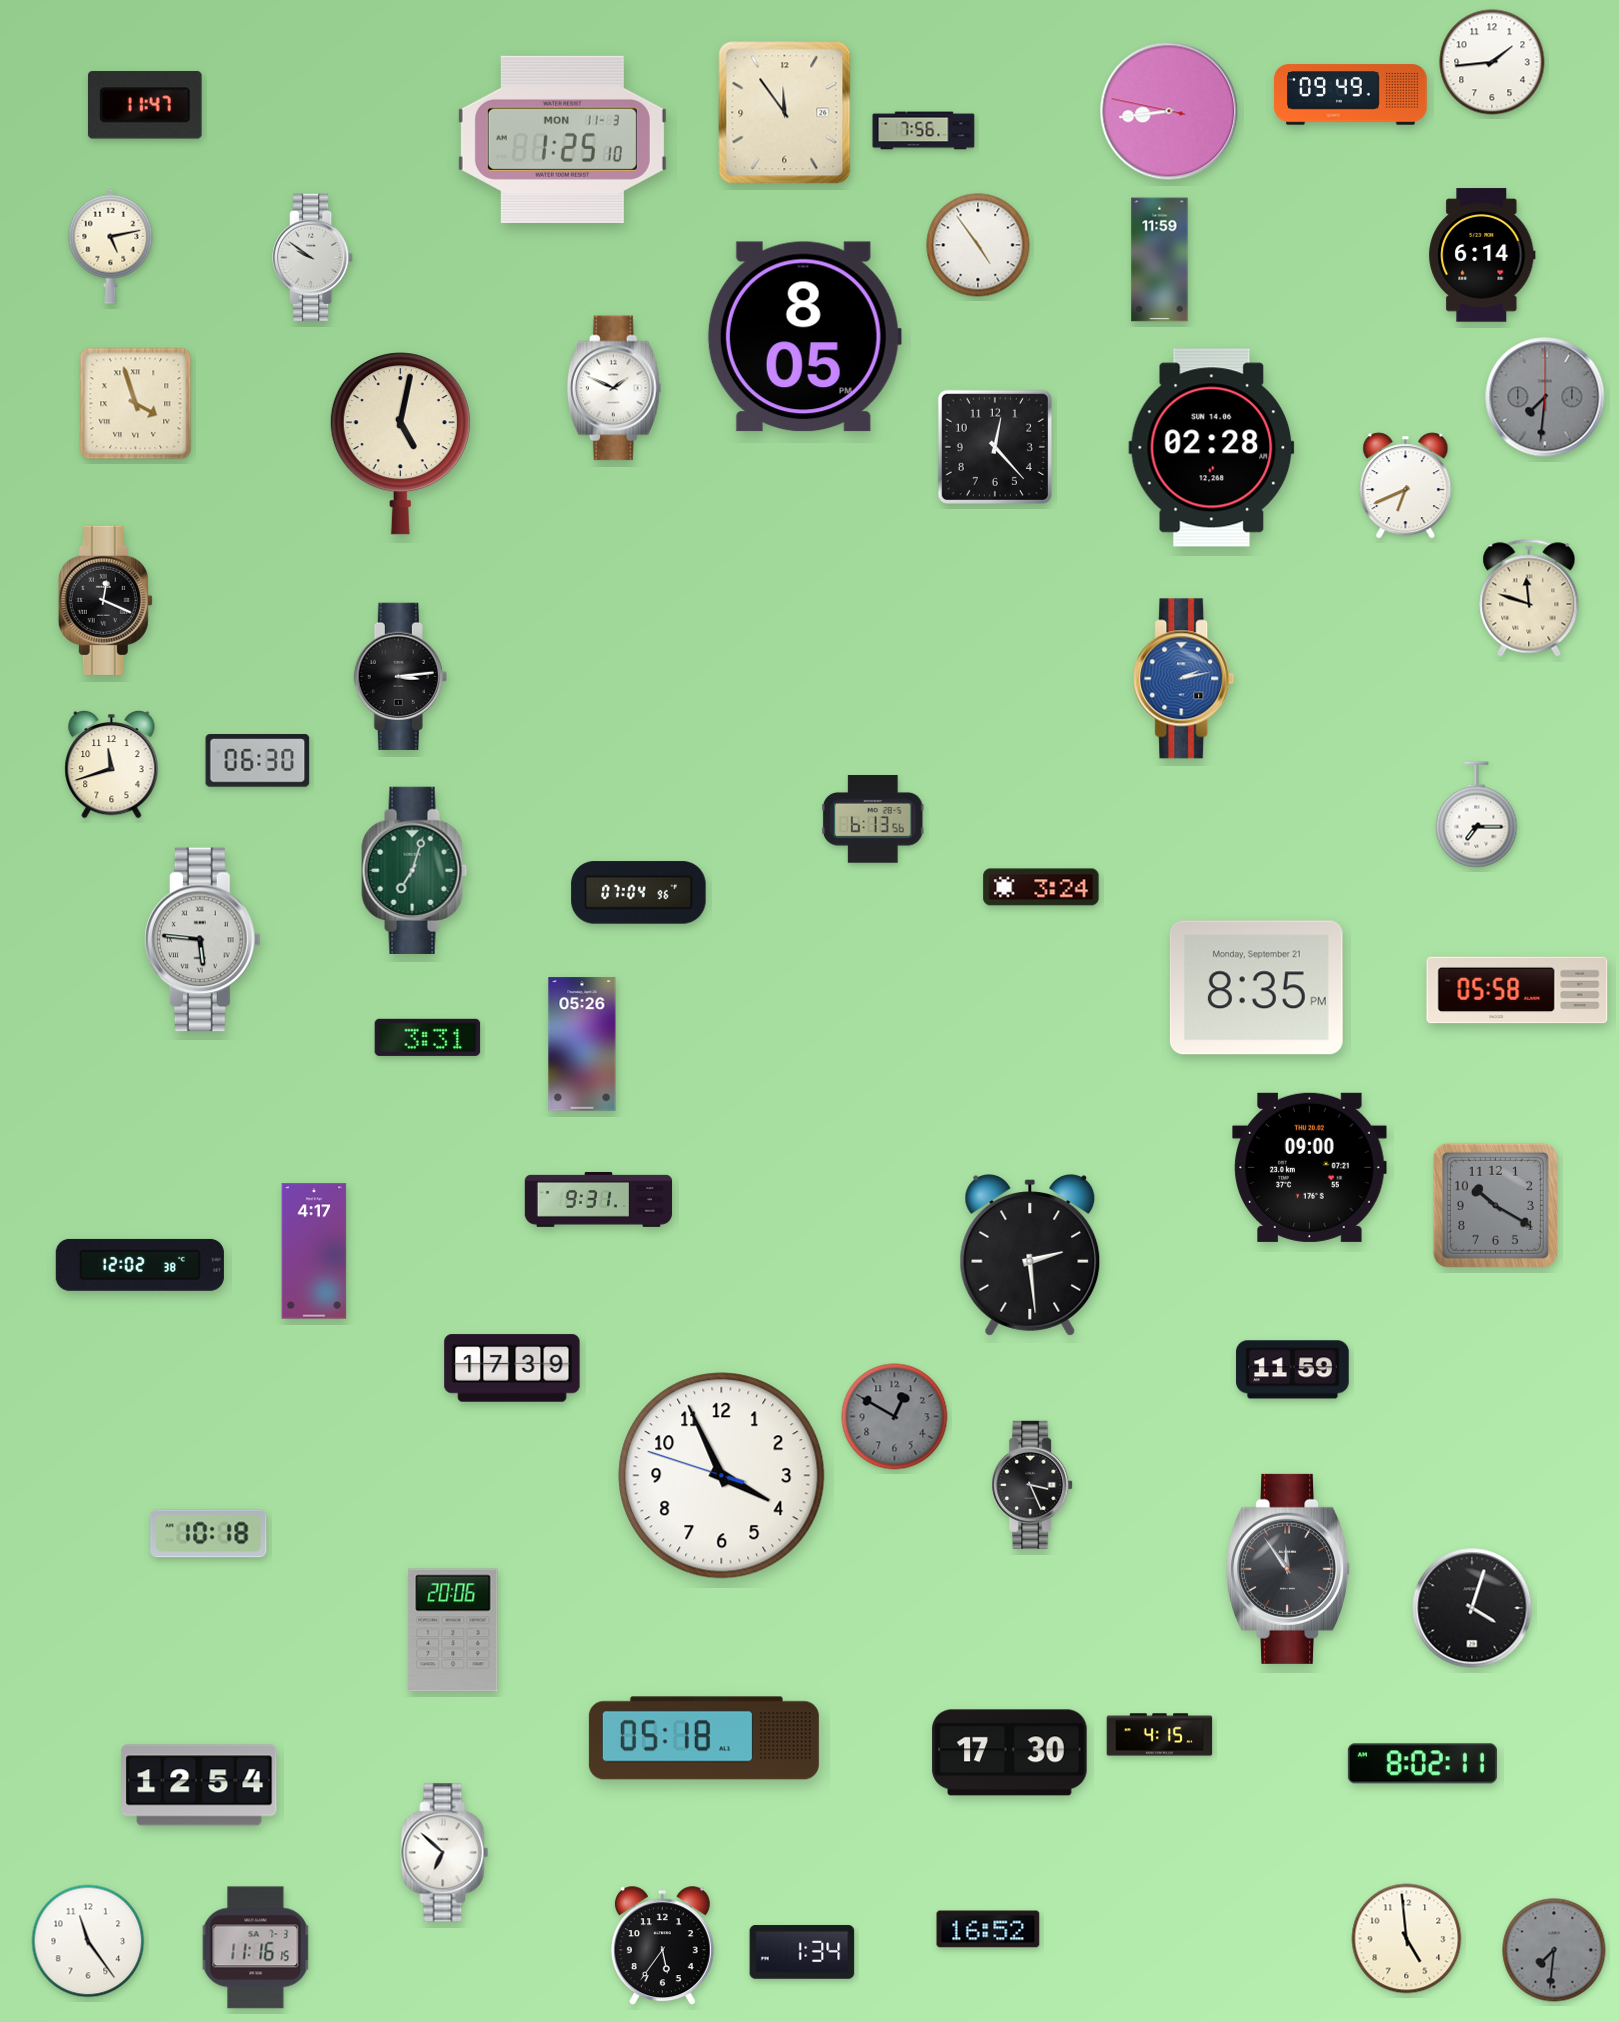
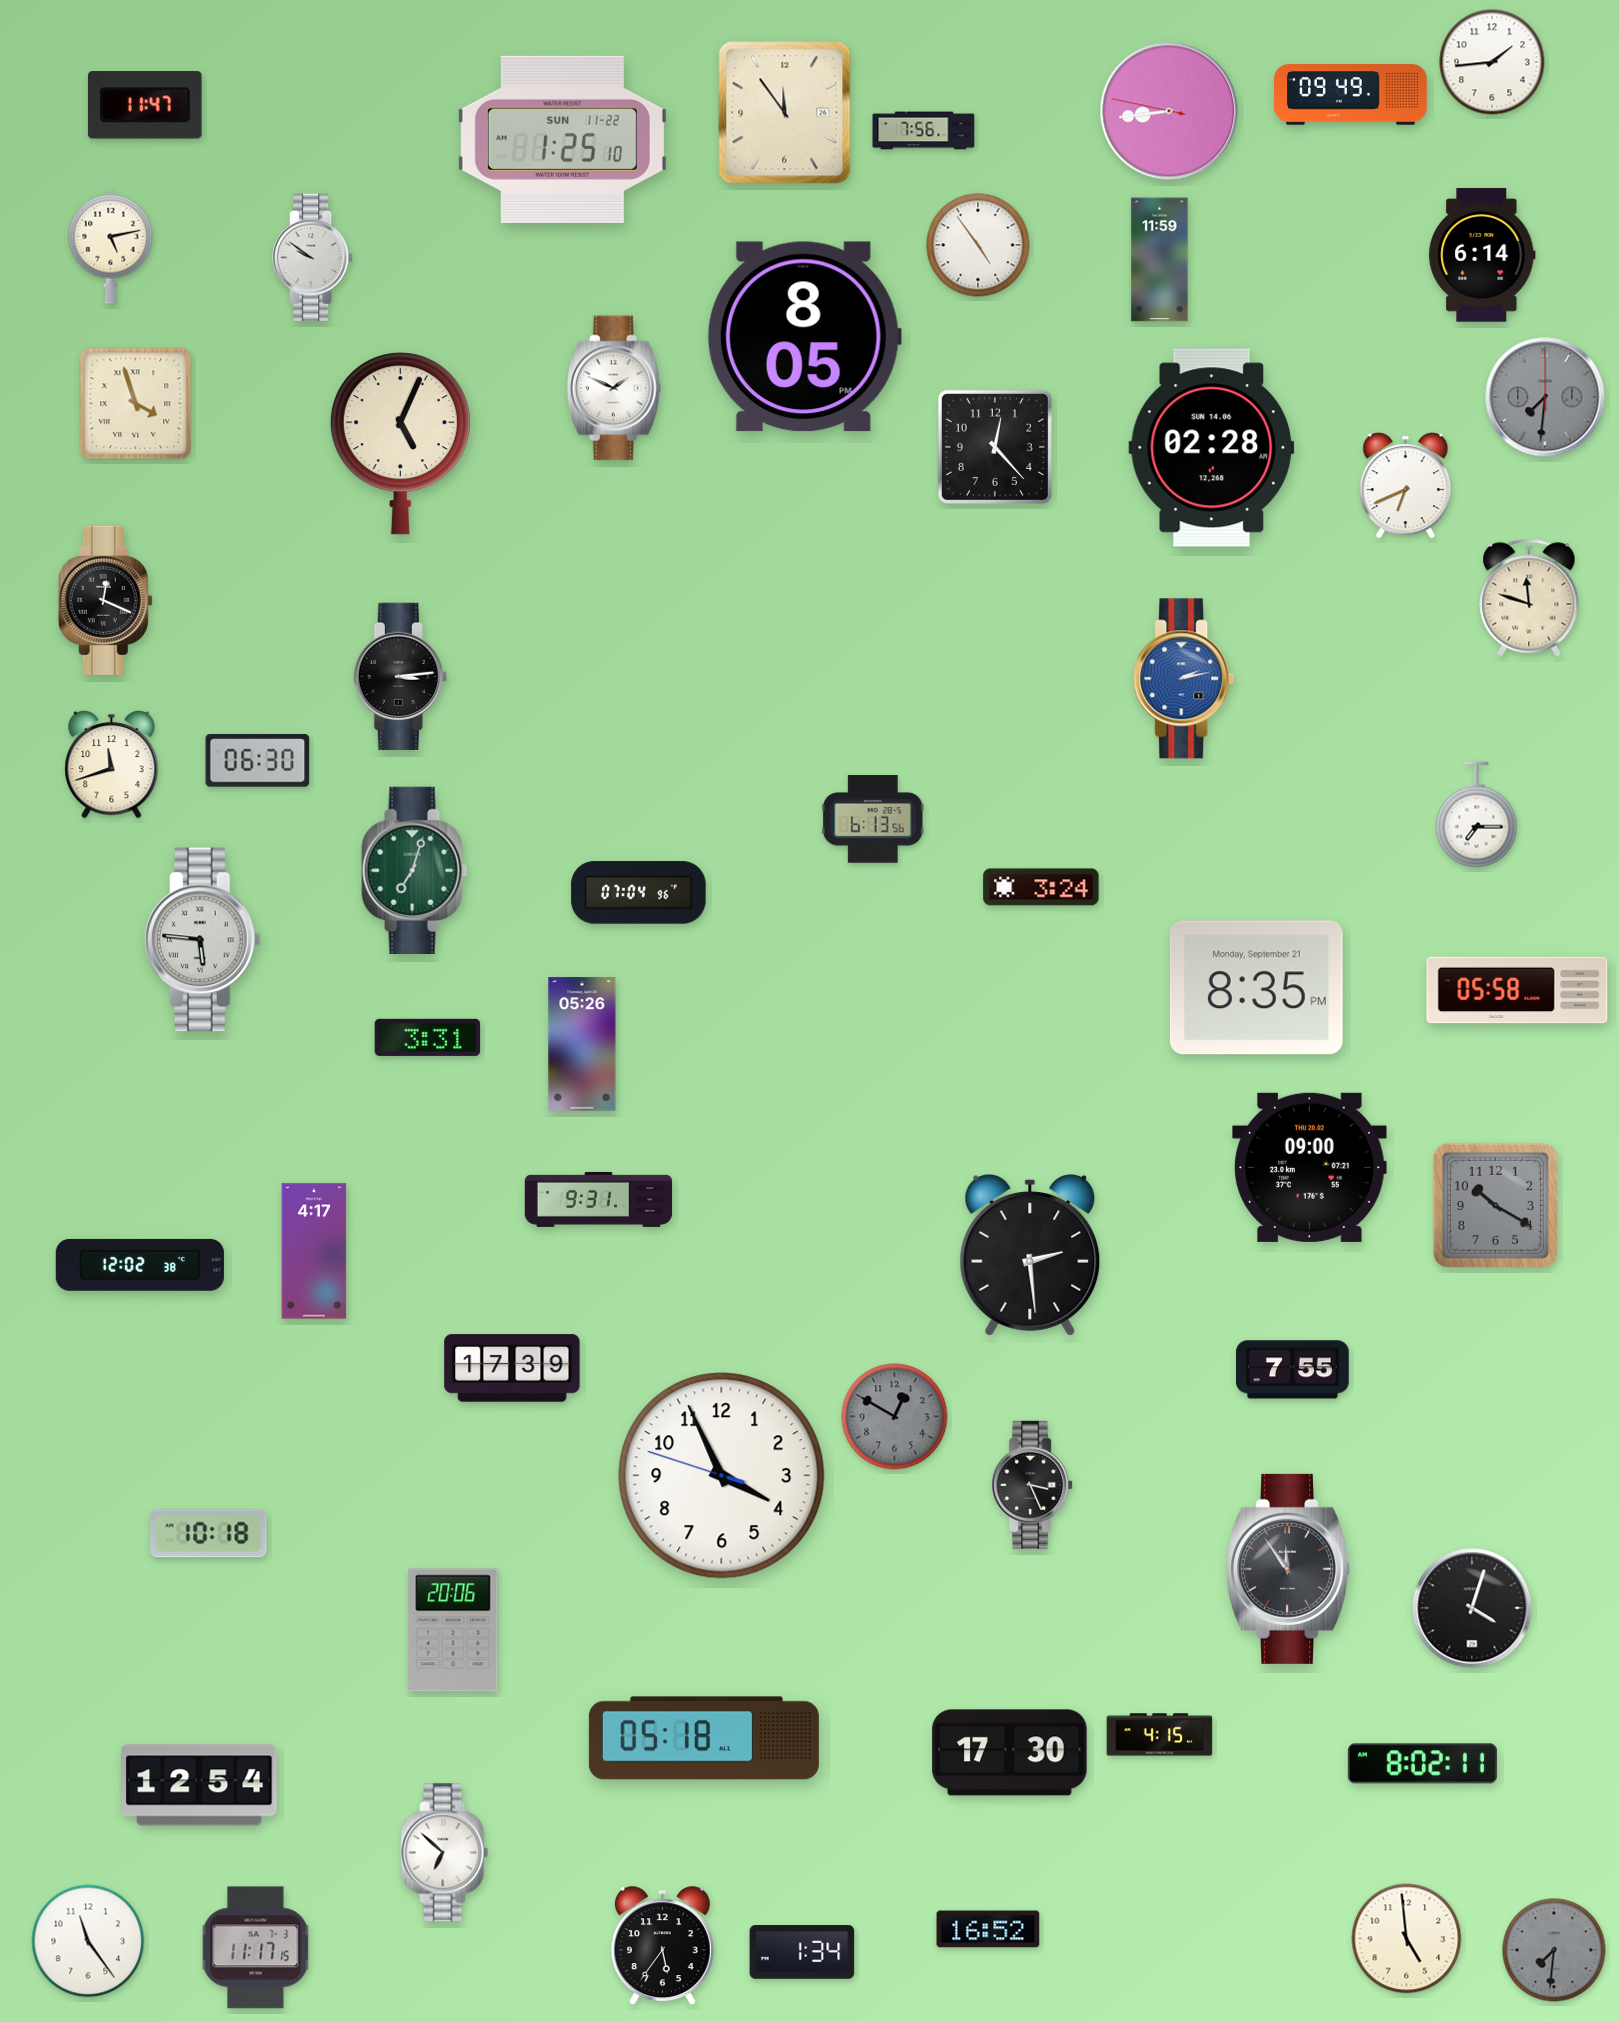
clock at (562, 139) date: MON 11-3 -> SUN 11-22
clock at (400, 444): 5:02 -> 5:04
clock at (1293, 1370): 11:59 -> 7:55
clock at (256, 1948): 11:16 -> 11:17
